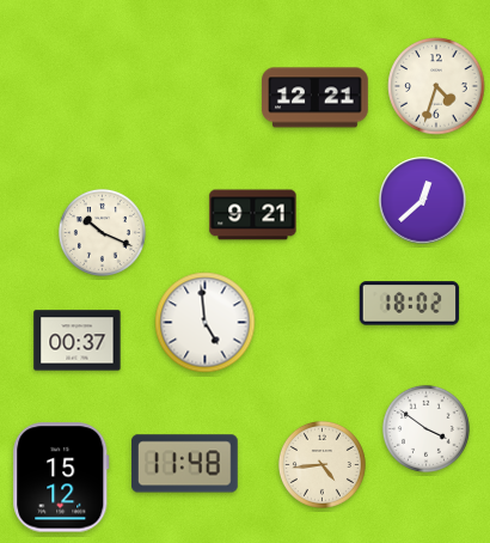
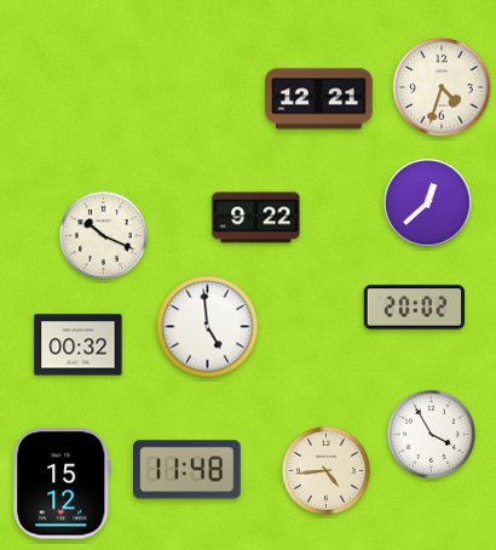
clock at (253, 215): 9:21 -> 9:22
clock at (410, 304): 18:02 -> 20:02
clock at (78, 341): 00:37 -> 00:32
clock at (425, 428): 3:51 -> 3:55
